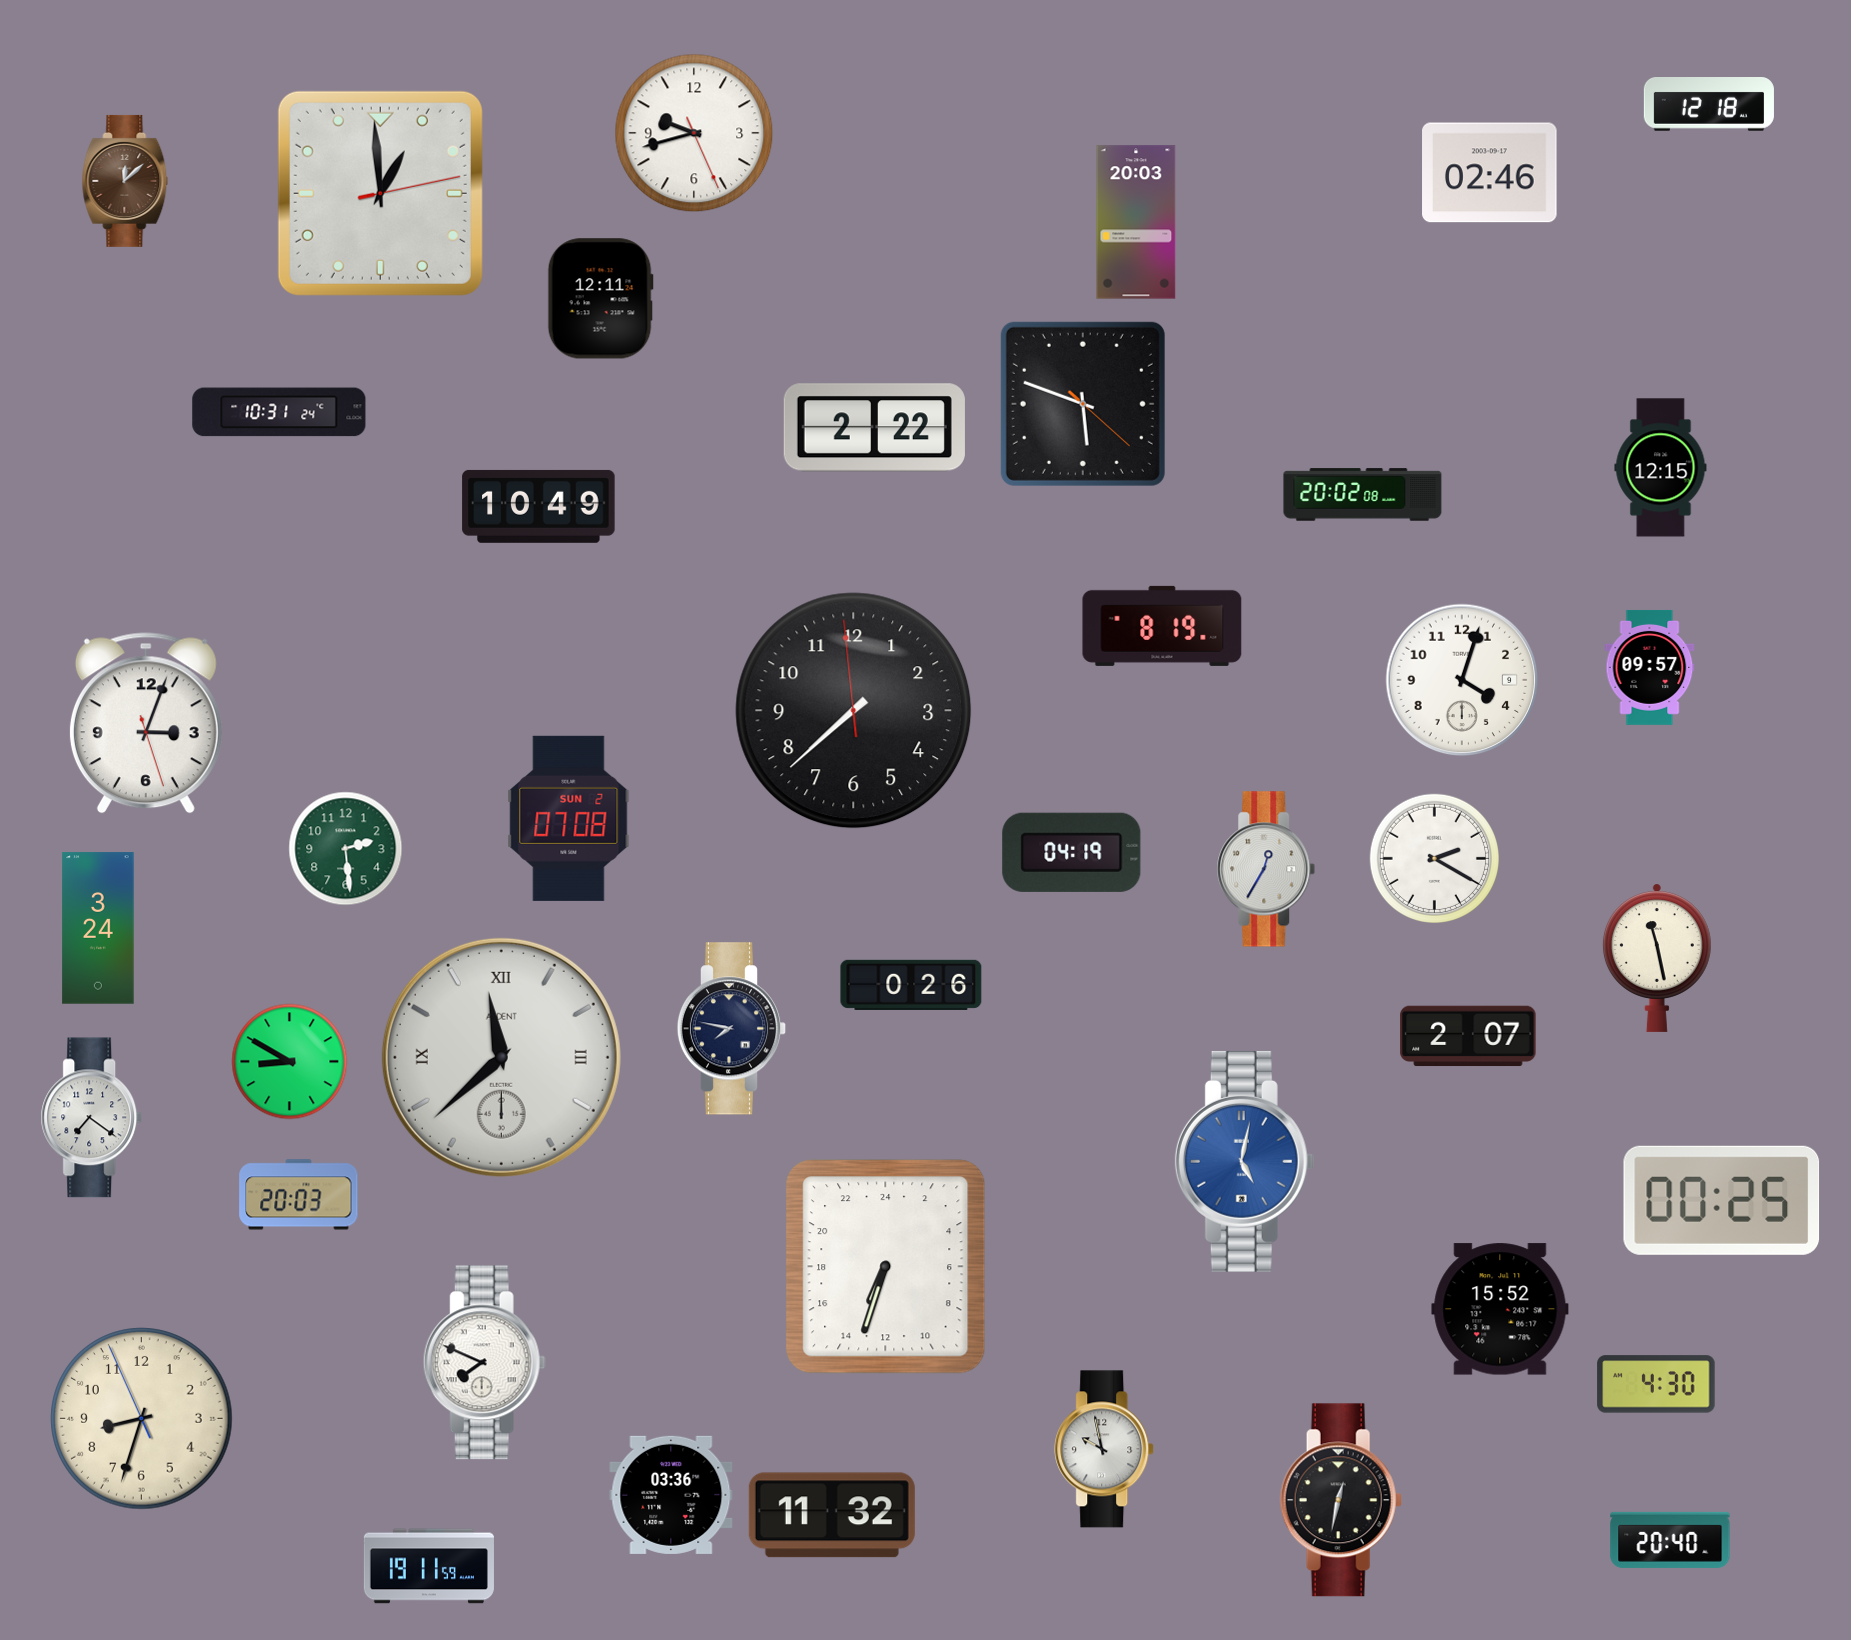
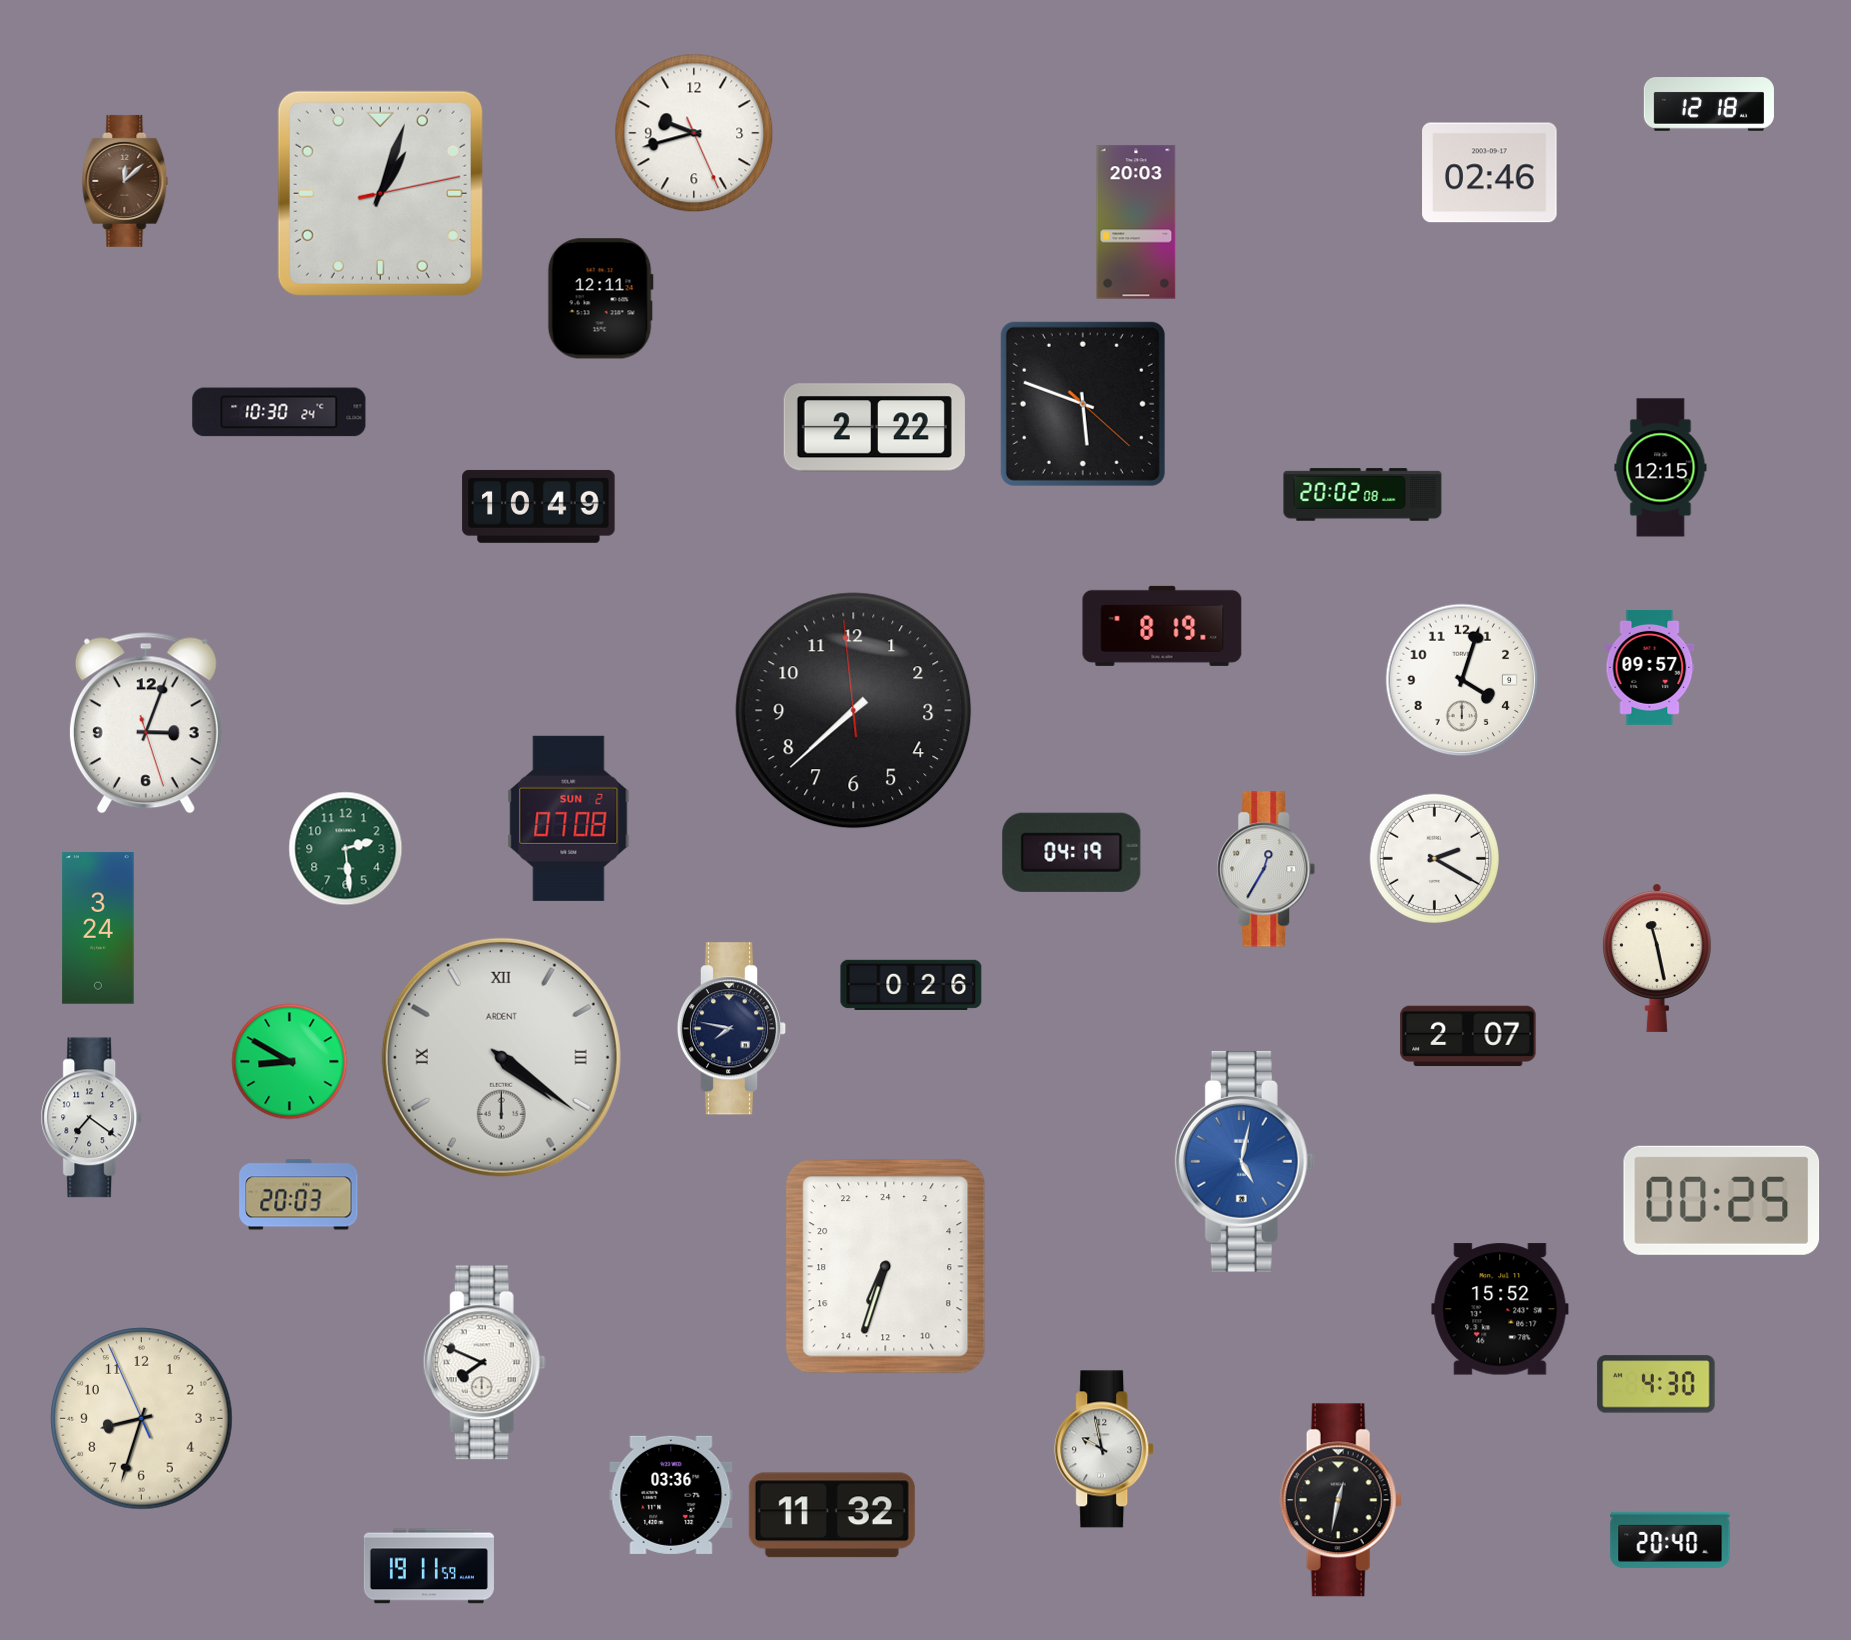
clock at (380, 193): 12:59 -> 1:03
clock at (279, 412): 10:31 -> 10:30
clock at (501, 1057): 11:38 -> 4:21
